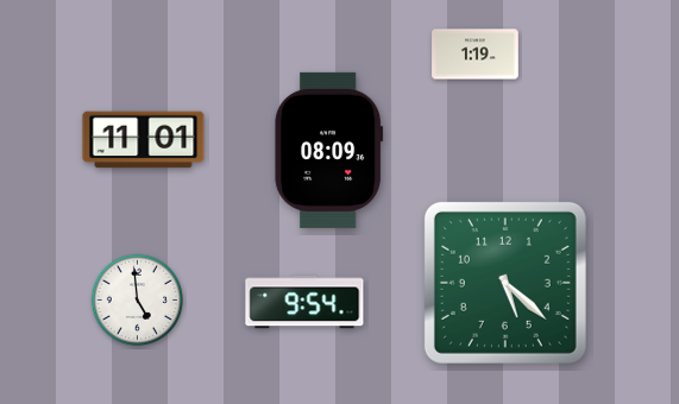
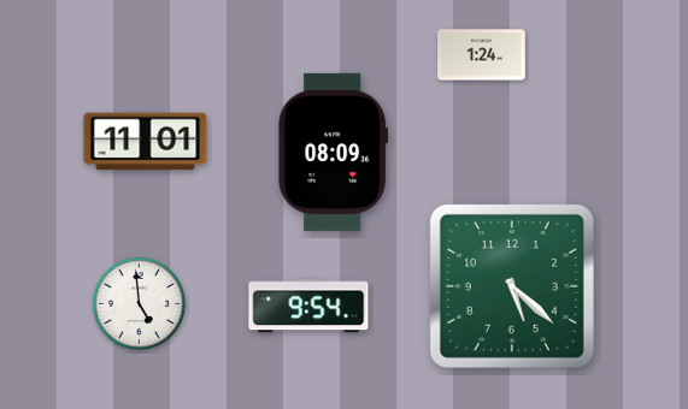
clock at (476, 55): 1:19 -> 1:24
